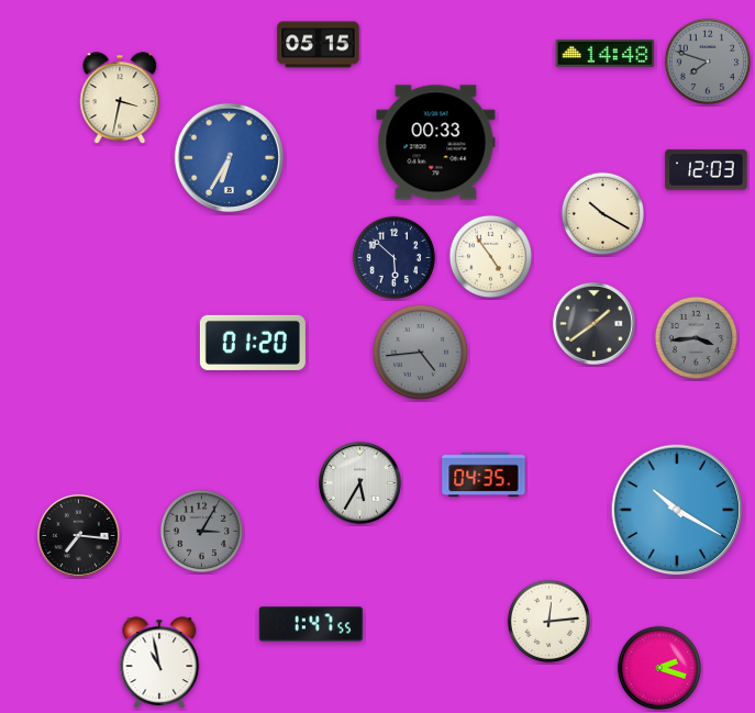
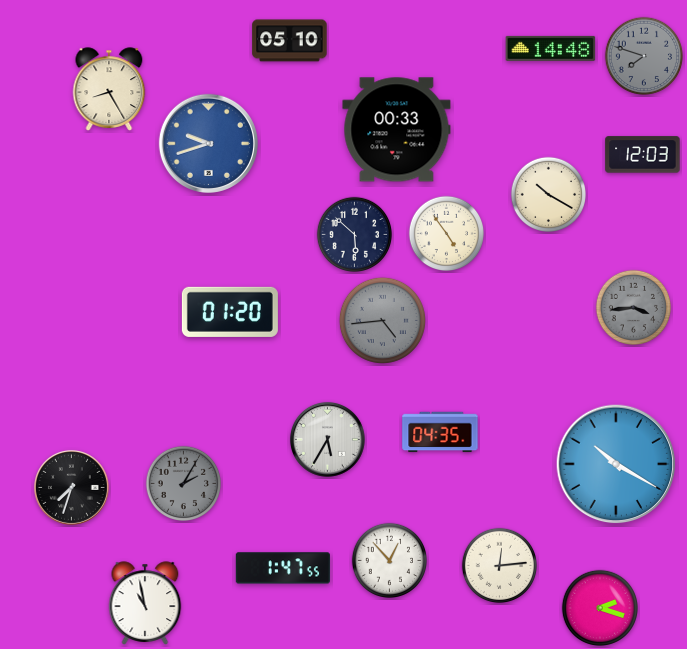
clock at (319, 45): 05:15 -> 05:10
clock at (120, 98): 3:32 -> 8:25
clock at (229, 157): 6:35 -> 9:42
clock at (395, 258) position: (395, 258) -> (355, 235)
clock at (593, 323): 1:39 -> none
clock at (202, 532): 3:05 -> 2:05
clock at (78, 535): 7:16 -> 7:33
clock at (390, 561): none -> 12:53
